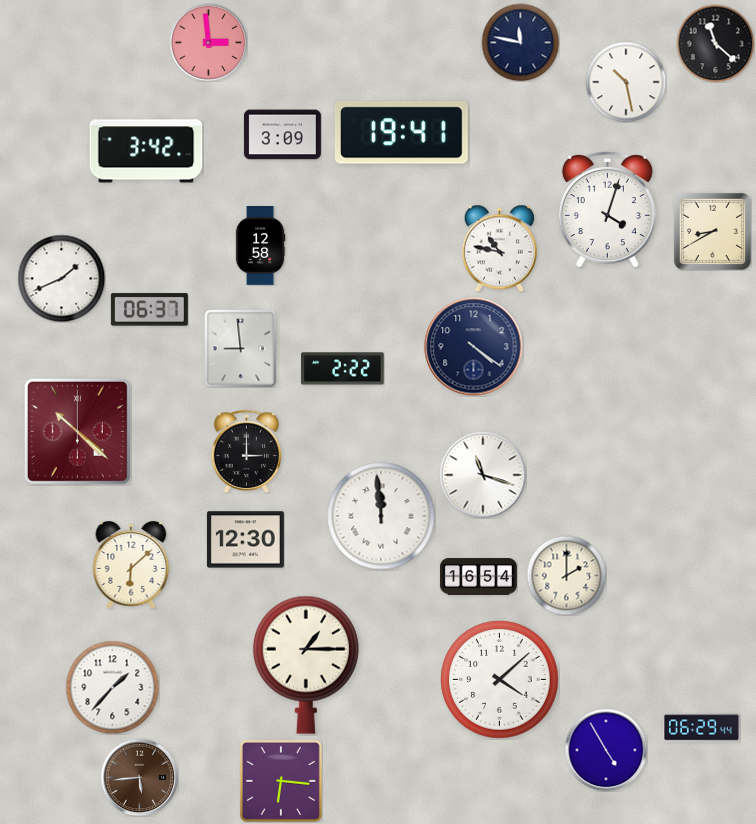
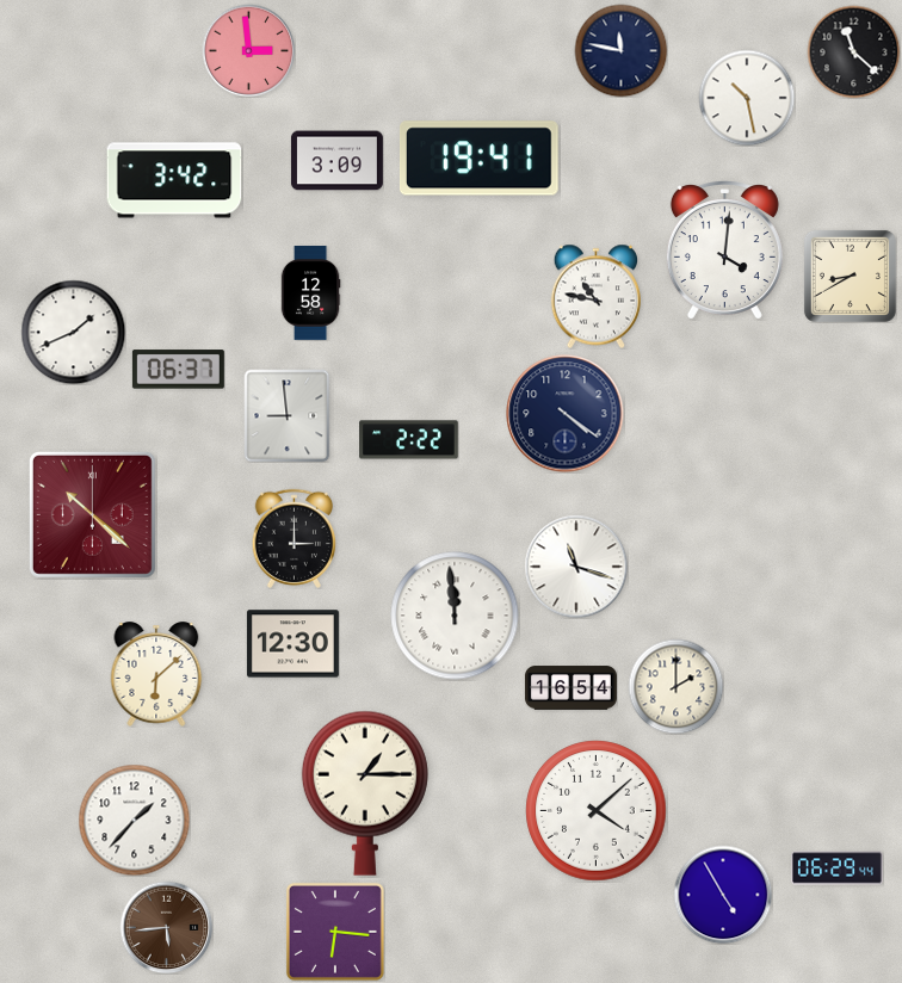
clock at (607, 210): 4:03 -> 4:01
